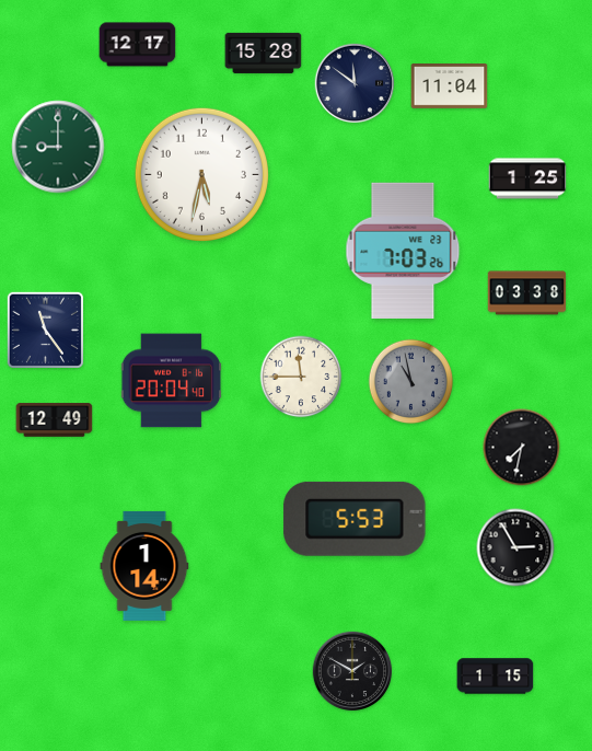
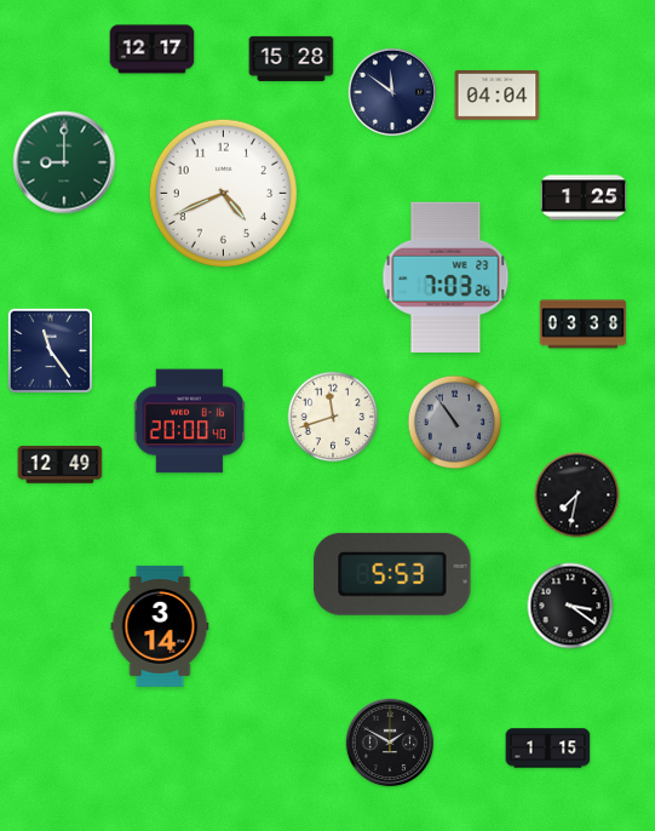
clock at (450, 86): 11:04 -> 04:04
clock at (201, 174): 5:32 -> 4:41
clock at (45, 330) position: (45, 330) -> (50, 350)
clock at (301, 377): 11:45 -> 11:42
clock at (172, 381): 20:04 -> 20:00
clock at (411, 382): 10:58 -> 10:54
clock at (515, 547): 2:55 -> 3:21
clock at (144, 566): 1:14 -> 3:14
